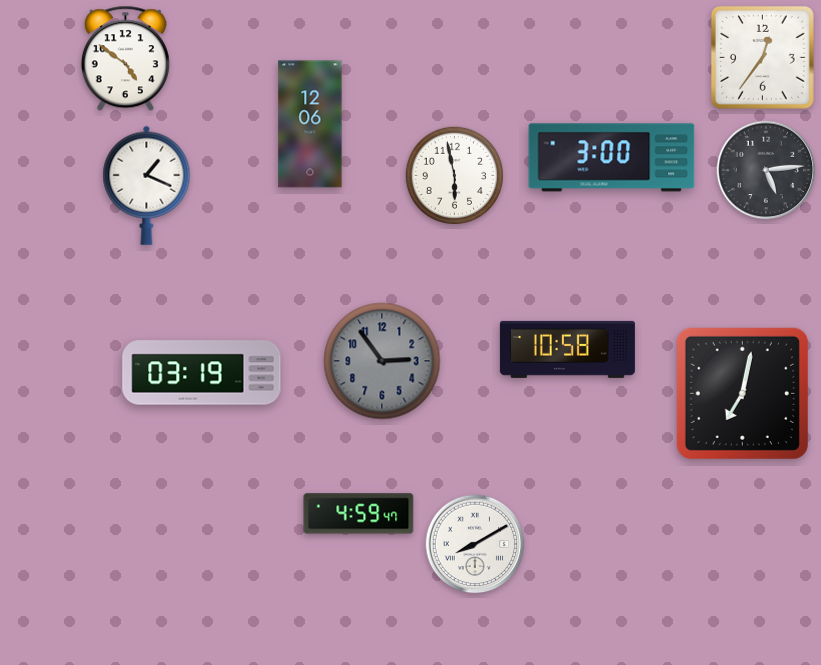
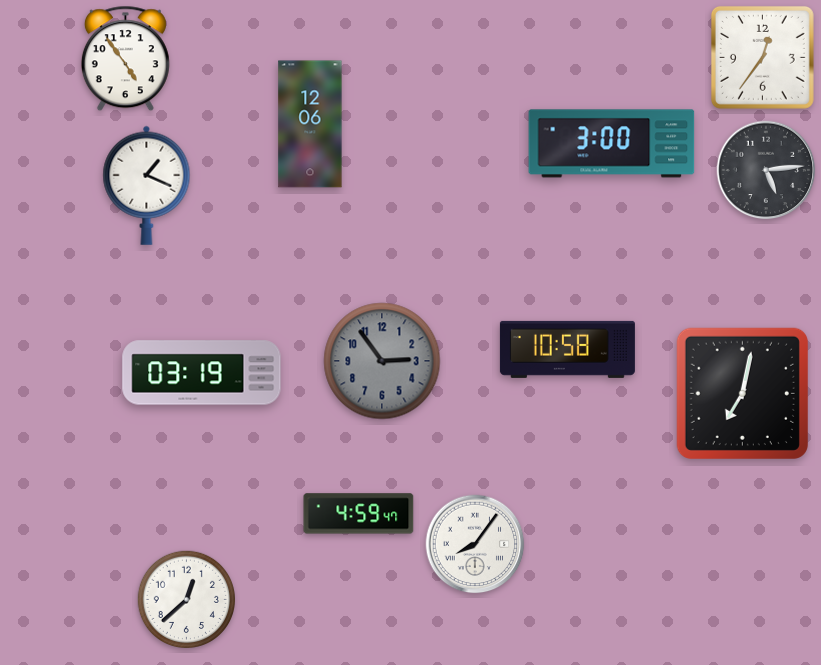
clock at (125, 59): 4:51 -> 4:54
clock at (612, 158) position: (612, 158) -> (612, 144)
clock at (454, 175): 5:58 -> none
clock at (475, 544): 8:10 -> 8:06
clock at (186, 599): none -> 12:38
